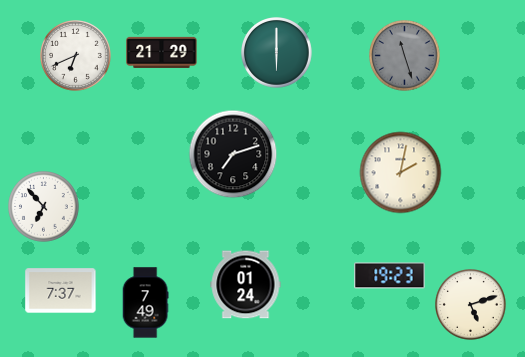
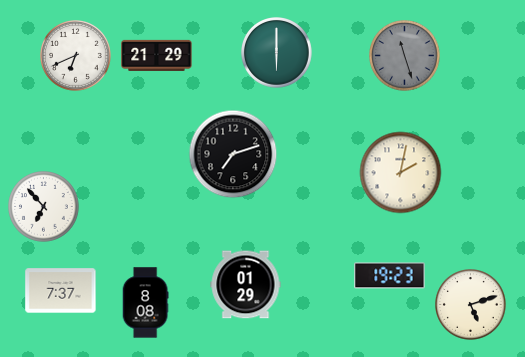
clock at (162, 52) position: (162, 52) -> (157, 55)
clock at (246, 285): 01:24 -> 01:29
clock at (145, 303): 7:49 -> 8:08
